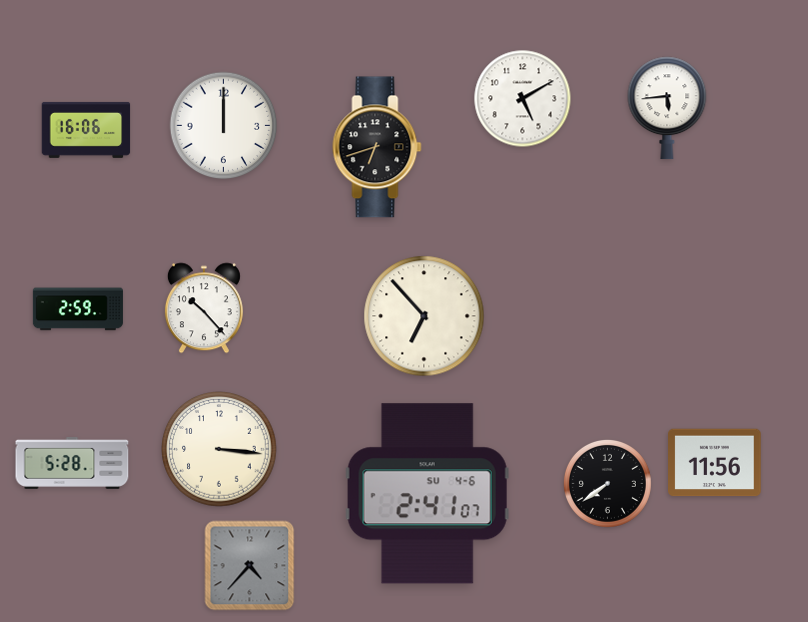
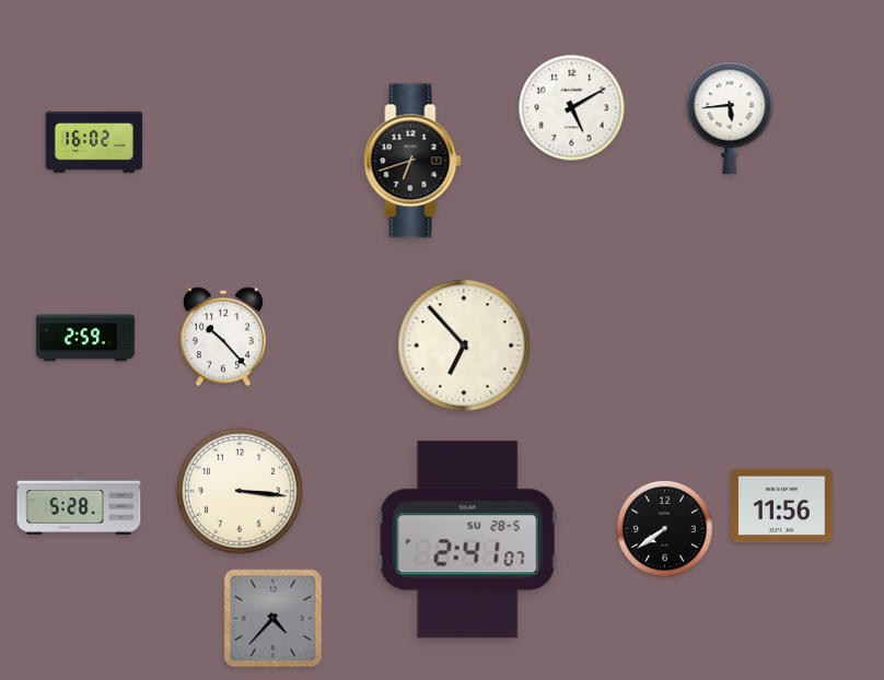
clock at (224, 126): 12:00 -> none
clock at (86, 130): 16:06 -> 16:02
clock at (427, 494) date: SU 4-6 -> SU 28-5
